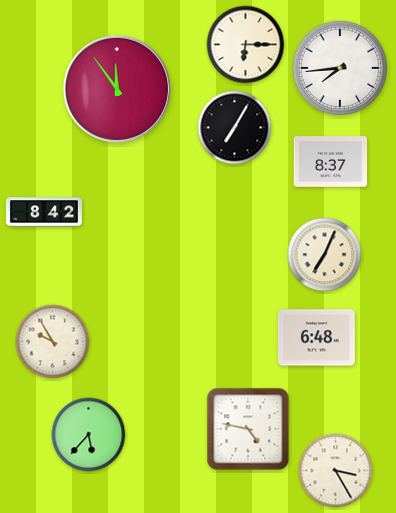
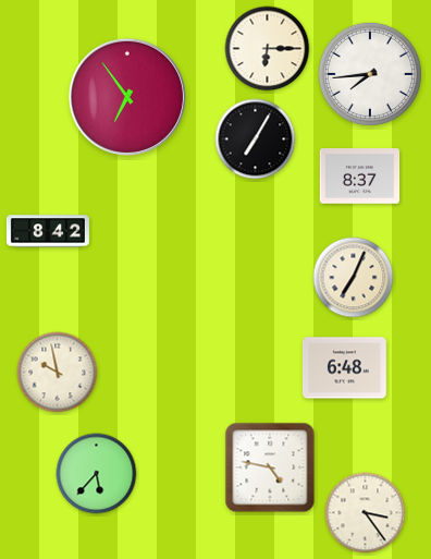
clock at (117, 89): 11:54 -> 6:54
clock at (53, 342): 9:55 -> 9:58
clock at (336, 471): 3:25 -> 3:24
